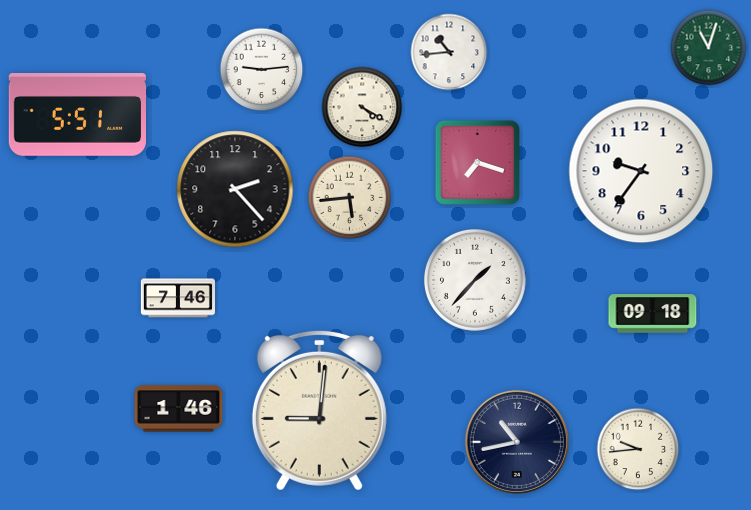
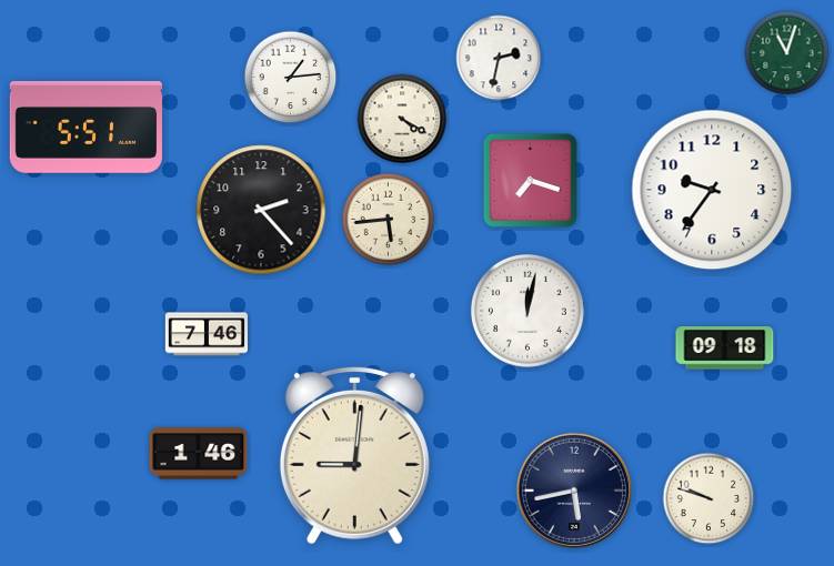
clock at (449, 52): 10:44 -> 2:32
clock at (262, 70): 9:14 -> 1:14
clock at (475, 280): 1:37 -> 12:02
clock at (178, 298) position: (178, 298) -> (207, 334)
clock at (517, 442): 10:43 -> 5:43
clock at (638, 449): 9:44 -> 9:48
